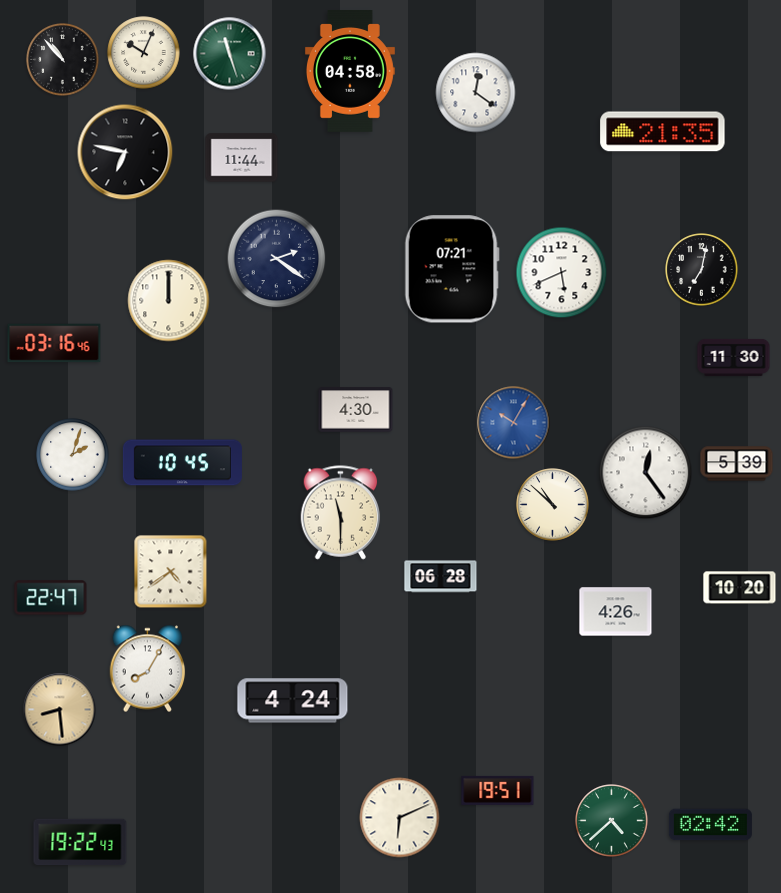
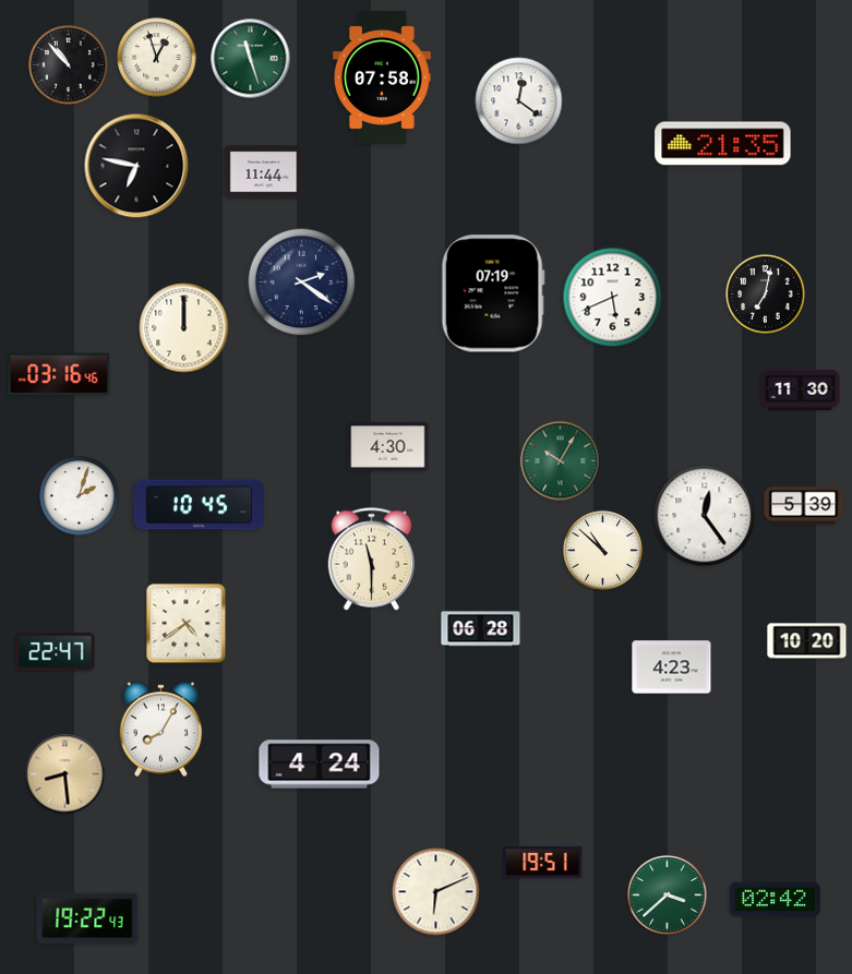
clock at (144, 53): 10:04 -> 12:57
clock at (350, 72): 04:58 -> 07:58
clock at (452, 269): 07:21 -> 07:19
clock at (514, 423) dial: blue -> green
clock at (616, 612): 4:26 -> 4:23
clock at (612, 821): 4:38 -> 3:38
